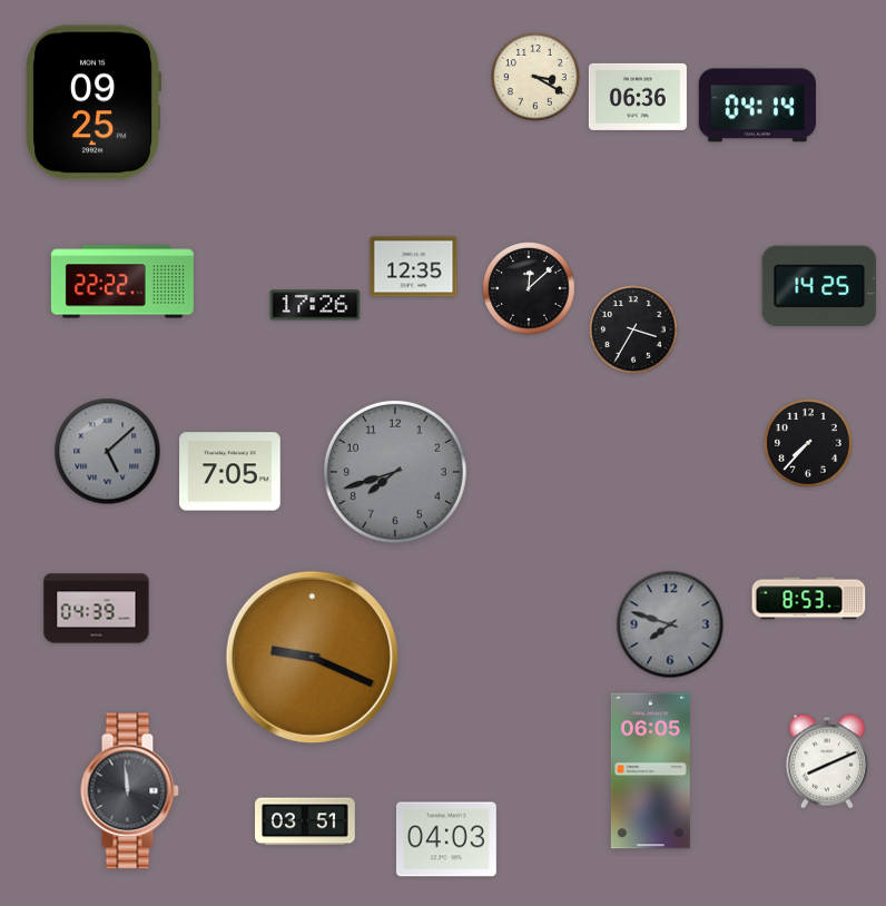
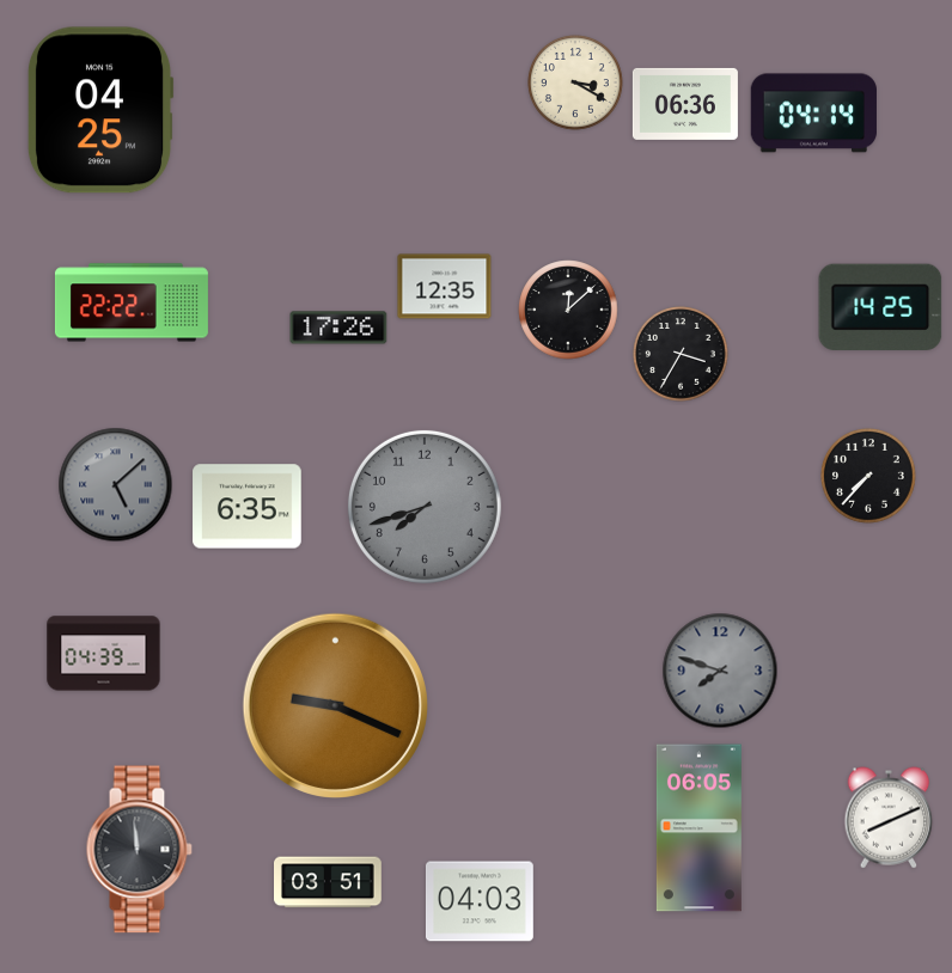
clock at (93, 102): 09:25 -> 04:25
clock at (230, 472): 7:05 -> 6:35
clock at (809, 599): 8:53 -> none
